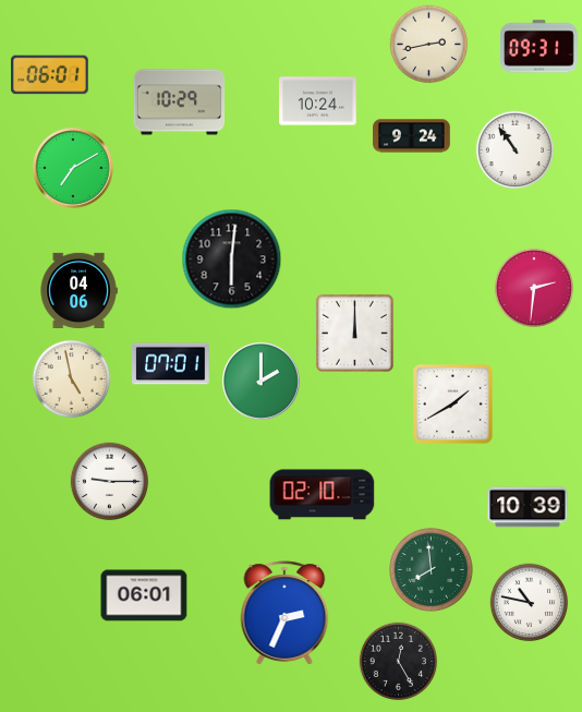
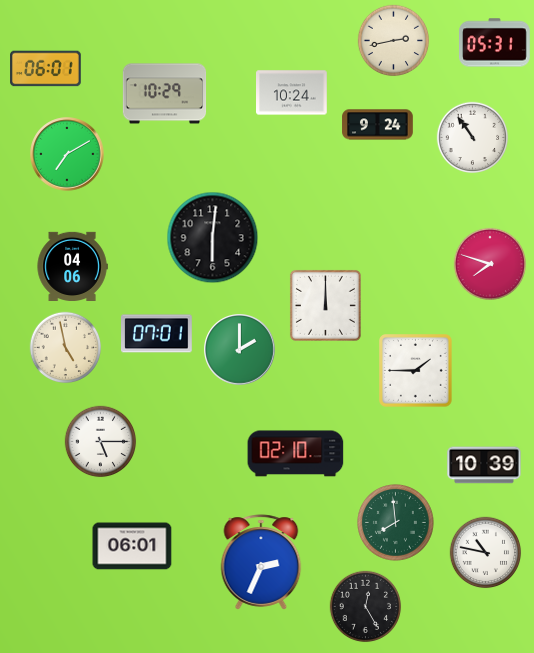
clock at (539, 47): 09:31 -> 05:31
clock at (533, 287): 2:31 -> 7:48
clock at (453, 405): 1:40 -> 1:45
clock at (110, 482): 9:15 -> 5:15
